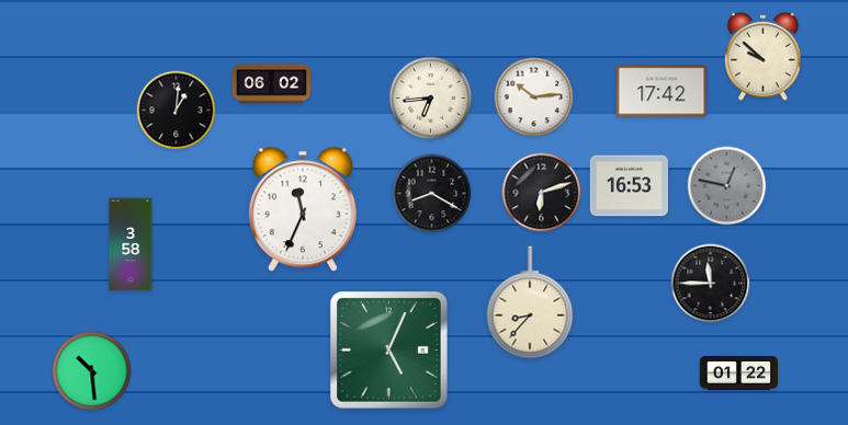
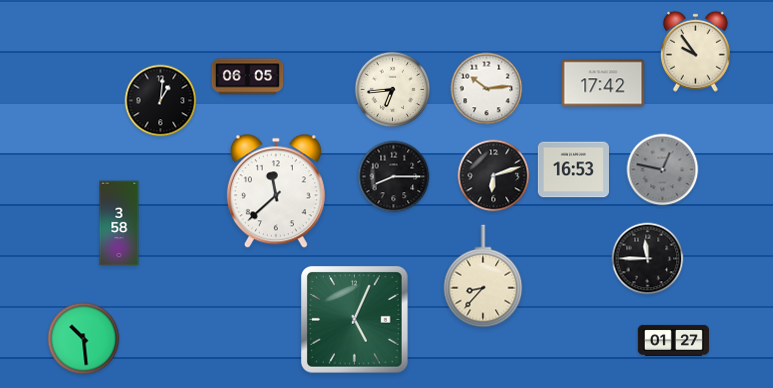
clock at (762, 56): 9:52 -> 9:54
clock at (271, 84): 06:02 -> 06:05
clock at (432, 194): 8:20 -> 8:15
clock at (303, 209): 11:34 -> 11:38
clock at (738, 372): 01:22 -> 01:27
